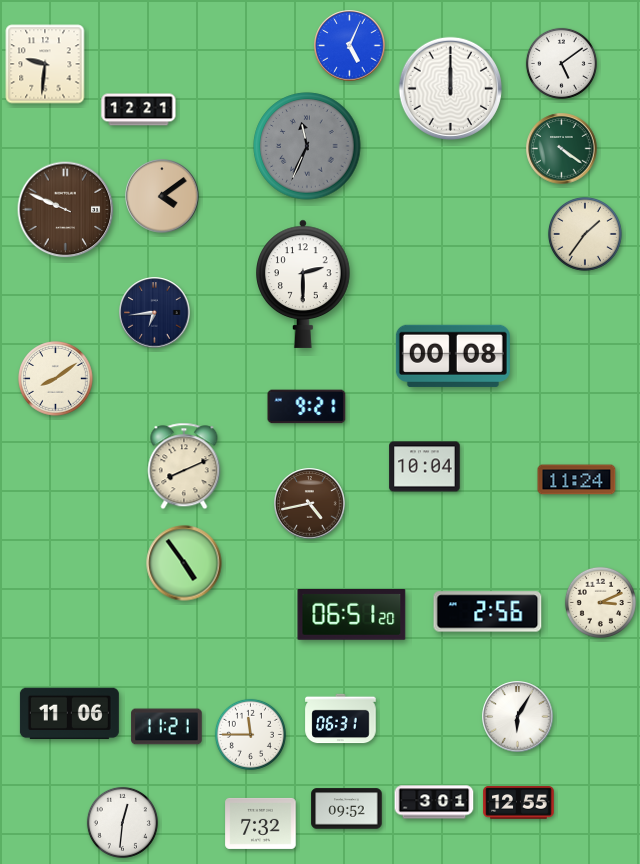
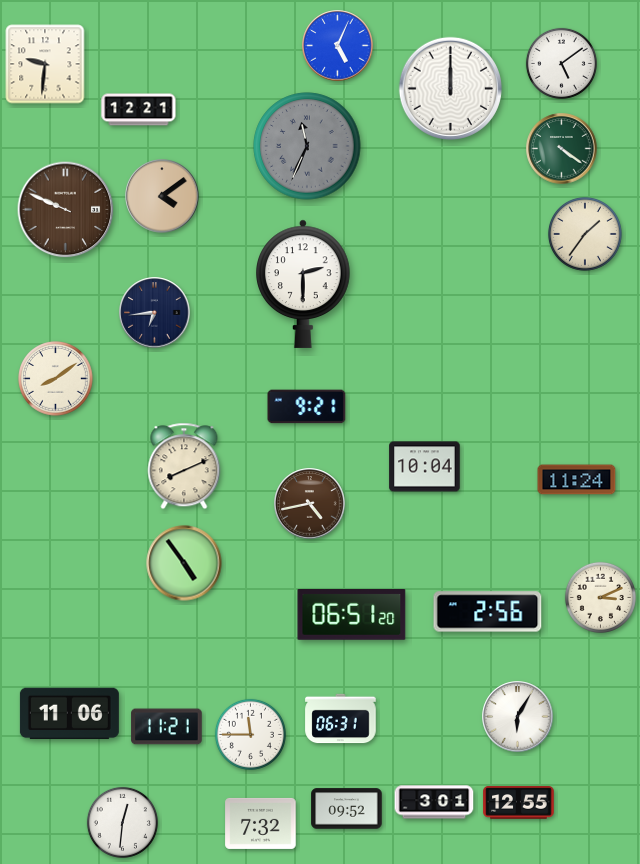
clock at (350, 46) position: (350, 46) -> (338, 46)
clock at (453, 356): 00:08 -> none
clock at (600, 602) position: (600, 602) -> (600, 597)
